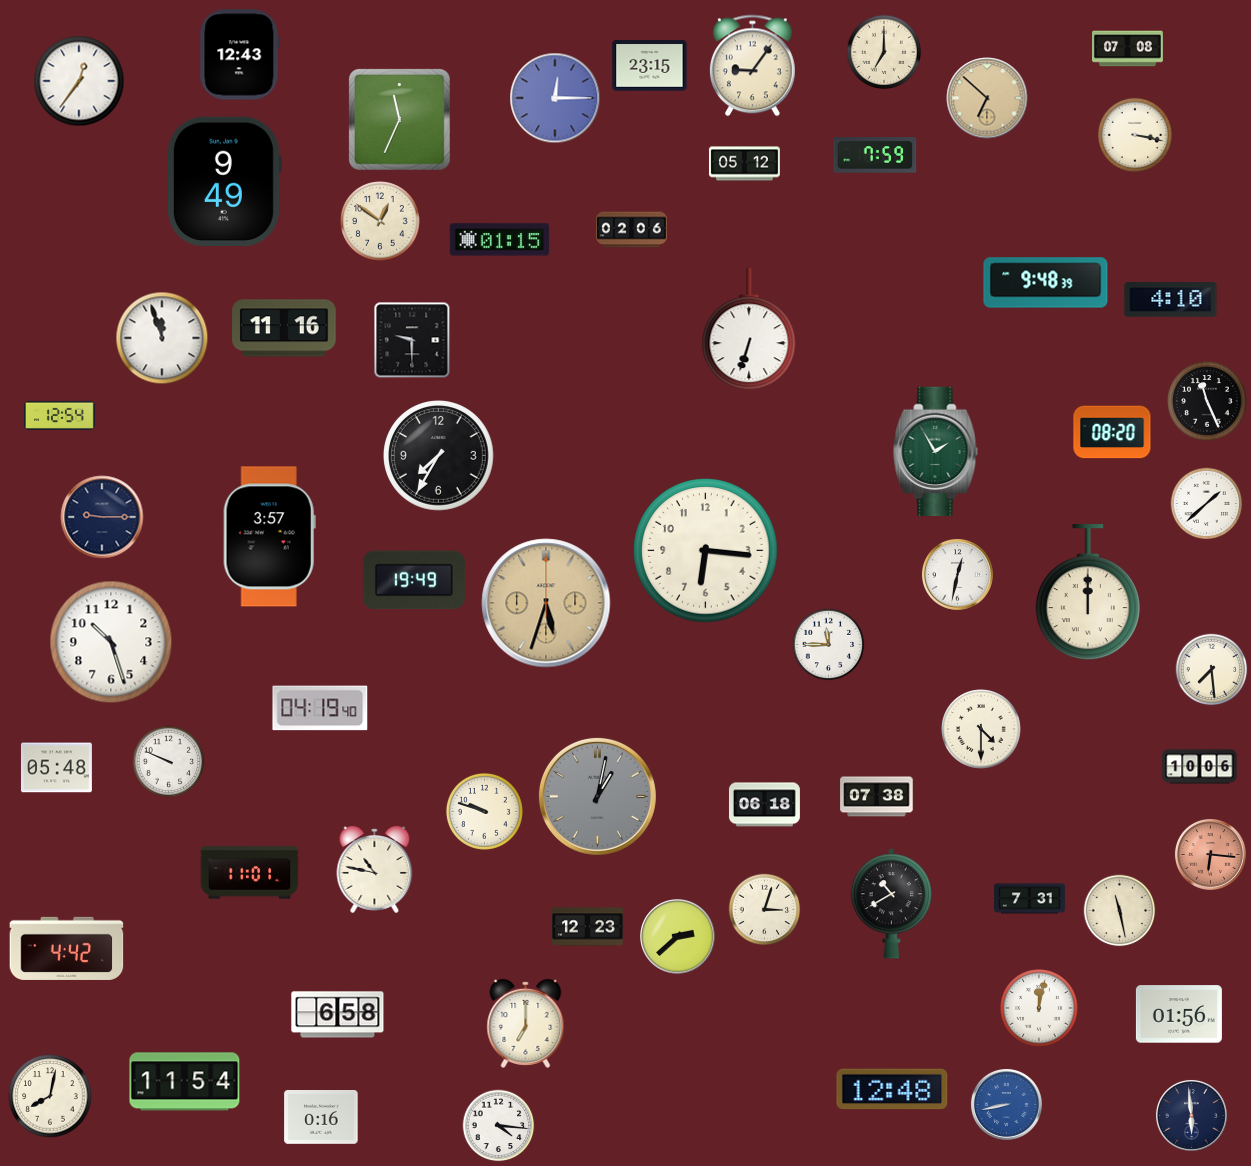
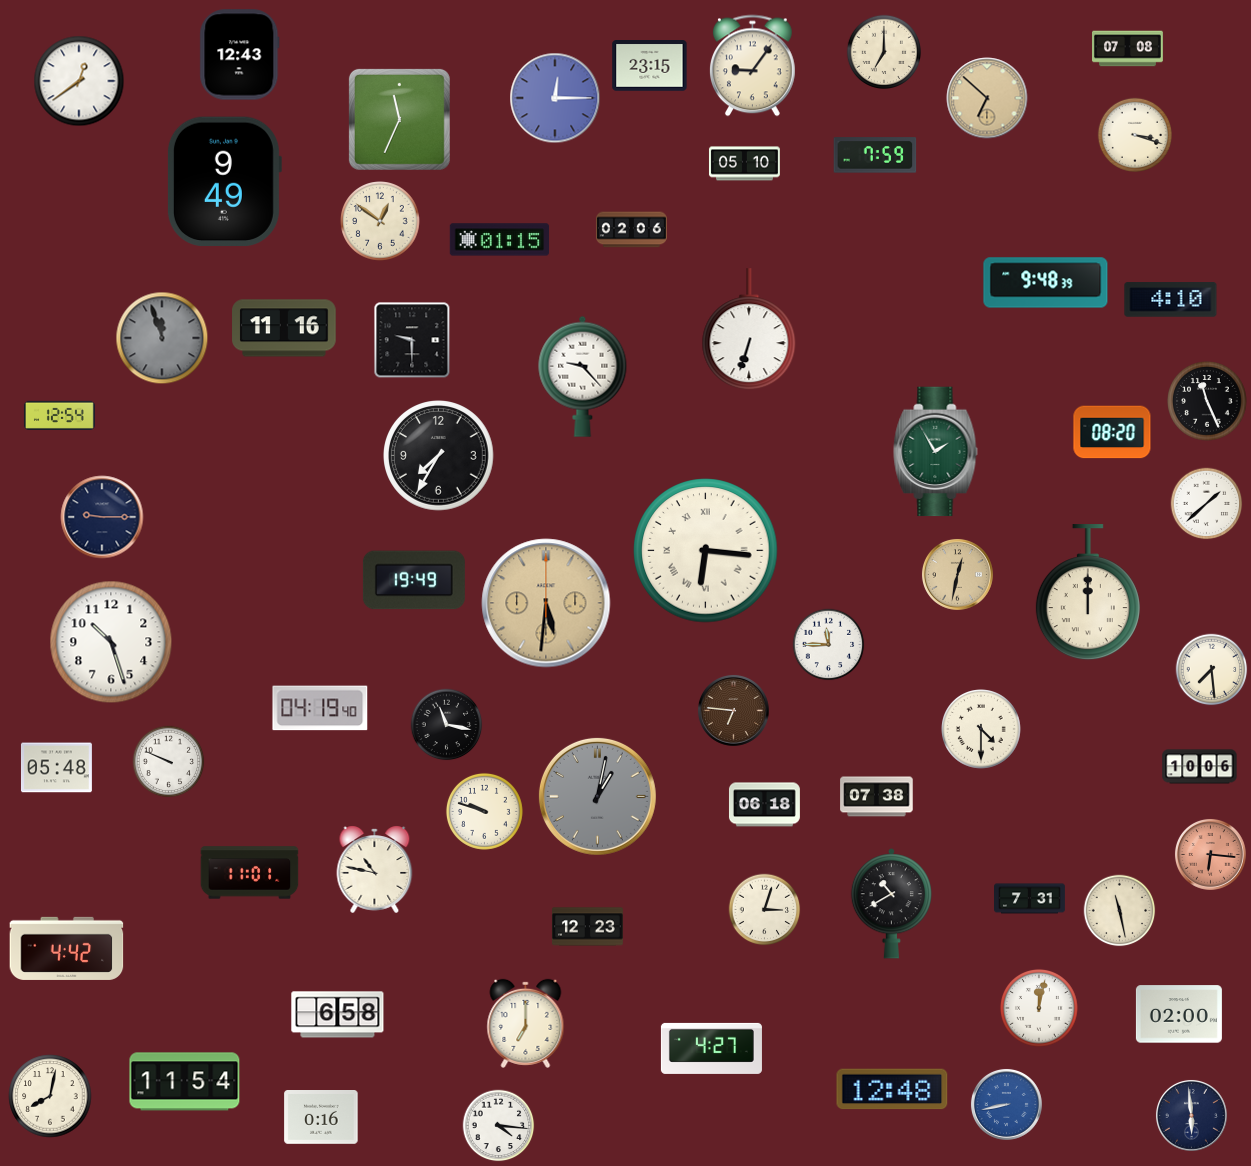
clock at (79, 81): 12:36 -> 12:39
clock at (1134, 134): 3:17 -> 3:18
clock at (744, 164): 05:12 -> 05:10
clock at (162, 338) dial: white -> grey
clock at (583, 376): none -> 9:23
clock at (269, 537): 3:57 -> none
clock at (706, 551) numerals: Arabic -> Roman
clock at (957, 574) dial: white -> champagne
clock at (546, 603): 5:33 -> 5:31
clock at (733, 710): none -> 6:46
clock at (447, 725): none -> 11:17
clock at (678, 937): 2:38 -> none
clock at (1179, 1014): 01:56 -> 02:00
clock at (711, 1048): none -> 4:27
